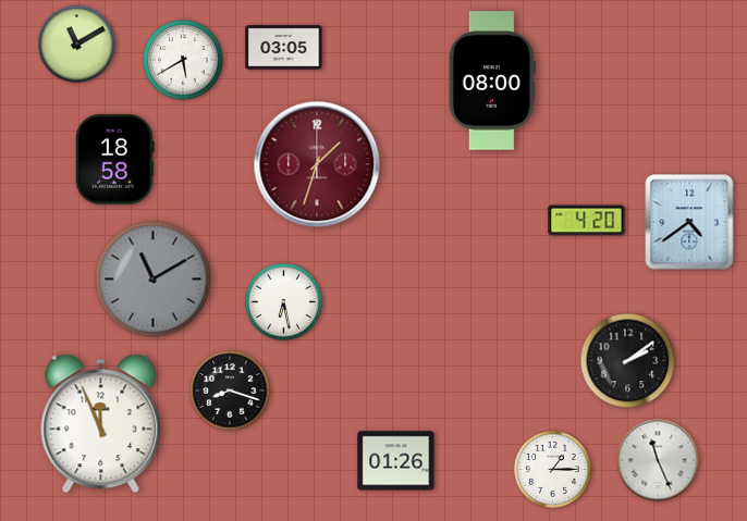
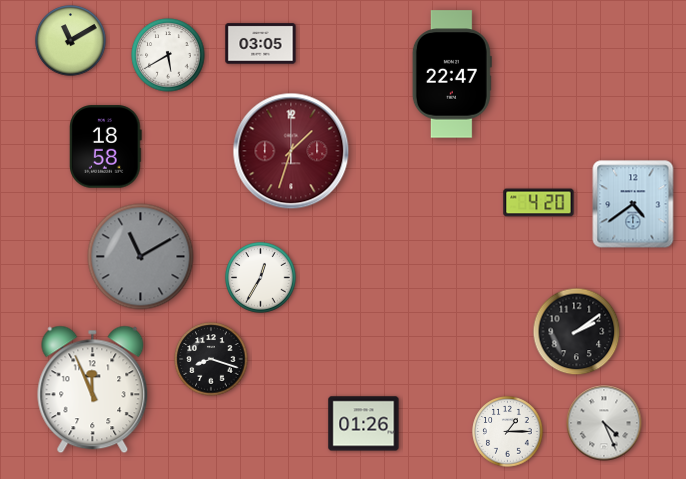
clock at (492, 80): 08:00 -> 22:47
clock at (284, 302): 6:28 -> 12:35
clock at (658, 460): 11:26 -> 4:26
